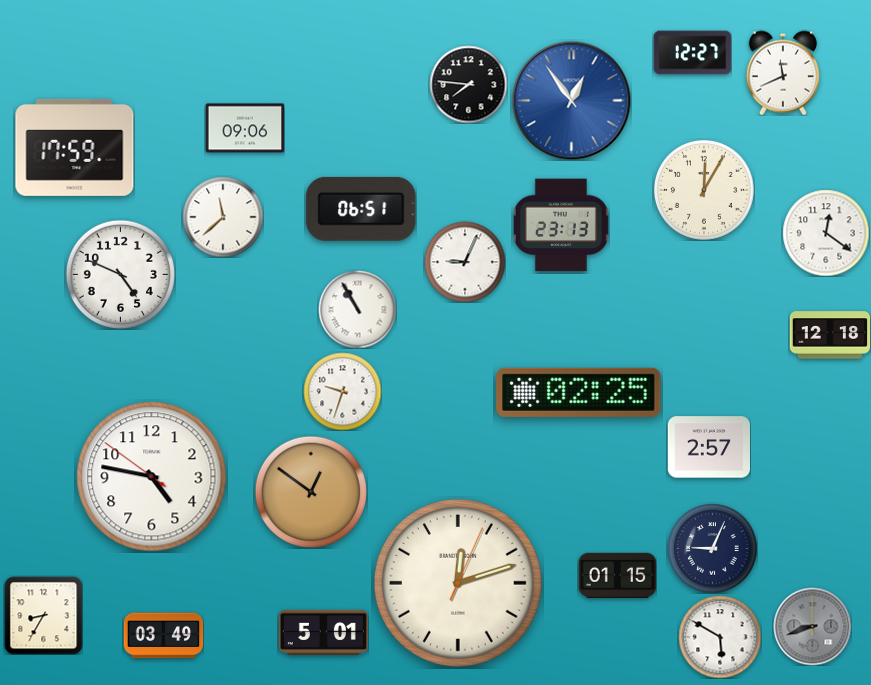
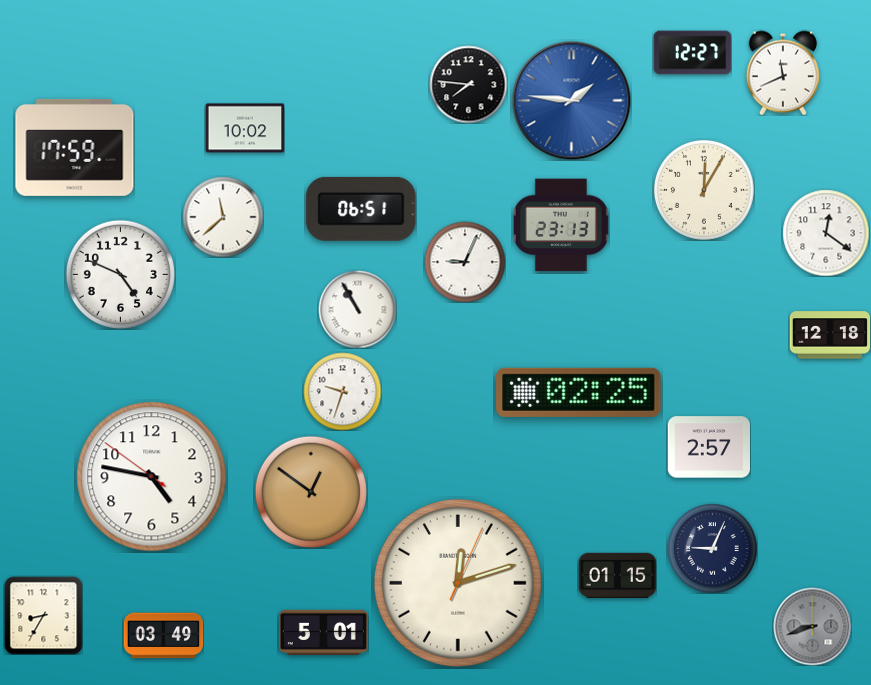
clock at (572, 101): 12:54 -> 1:46
clock at (245, 128): 09:06 -> 10:02
clock at (720, 637): 5:50 -> none
